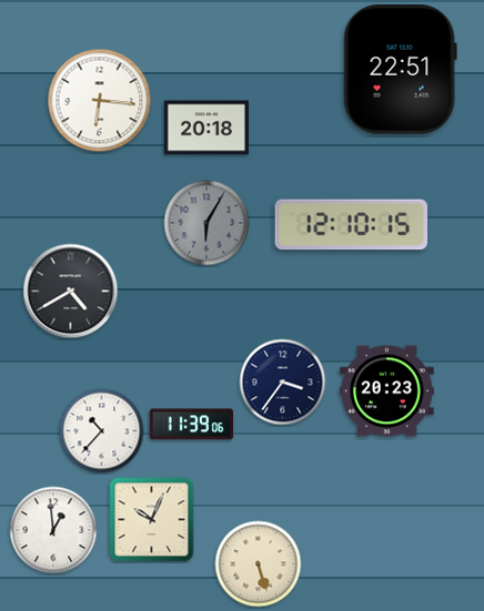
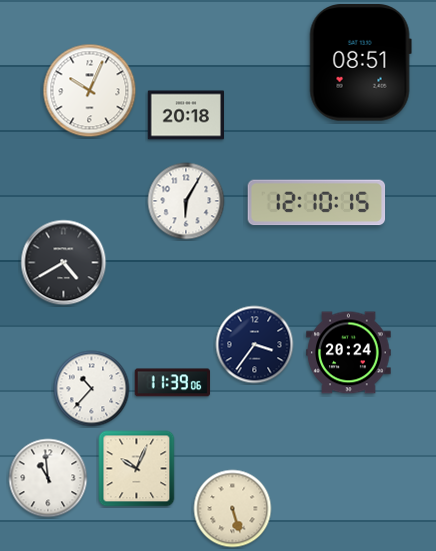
clock at (400, 70): 22:51 -> 08:51
clock at (100, 101): 6:16 -> 10:04
clock at (206, 223) dial: grey -> white
clock at (387, 391): 20:23 -> 20:24
clock at (53, 530): 12:59 -> 10:59
